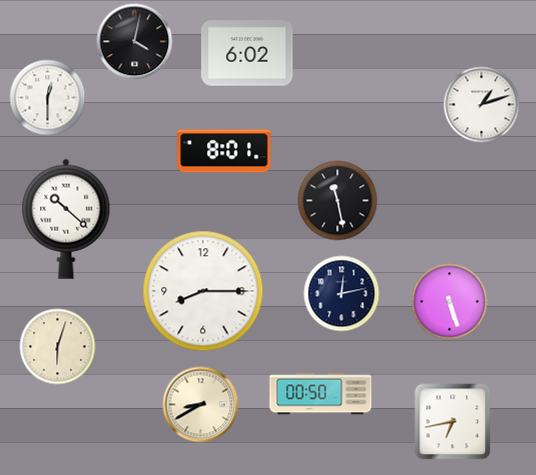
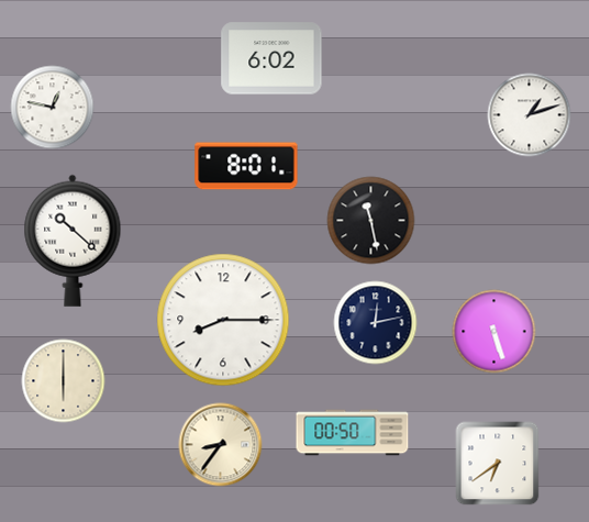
clock at (135, 42): 4:02 -> none
clock at (48, 98): 12:30 -> 12:47
clock at (58, 347): 6:03 -> 6:00
clock at (201, 405): 8:40 -> 8:36
clock at (453, 422): 6:43 -> 6:39
